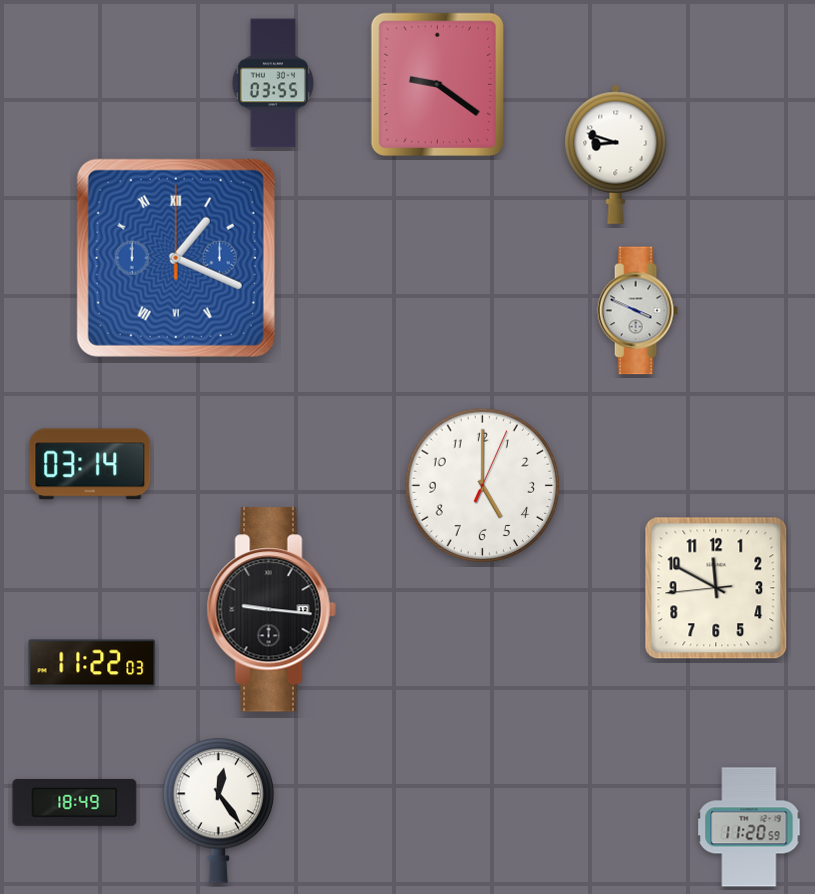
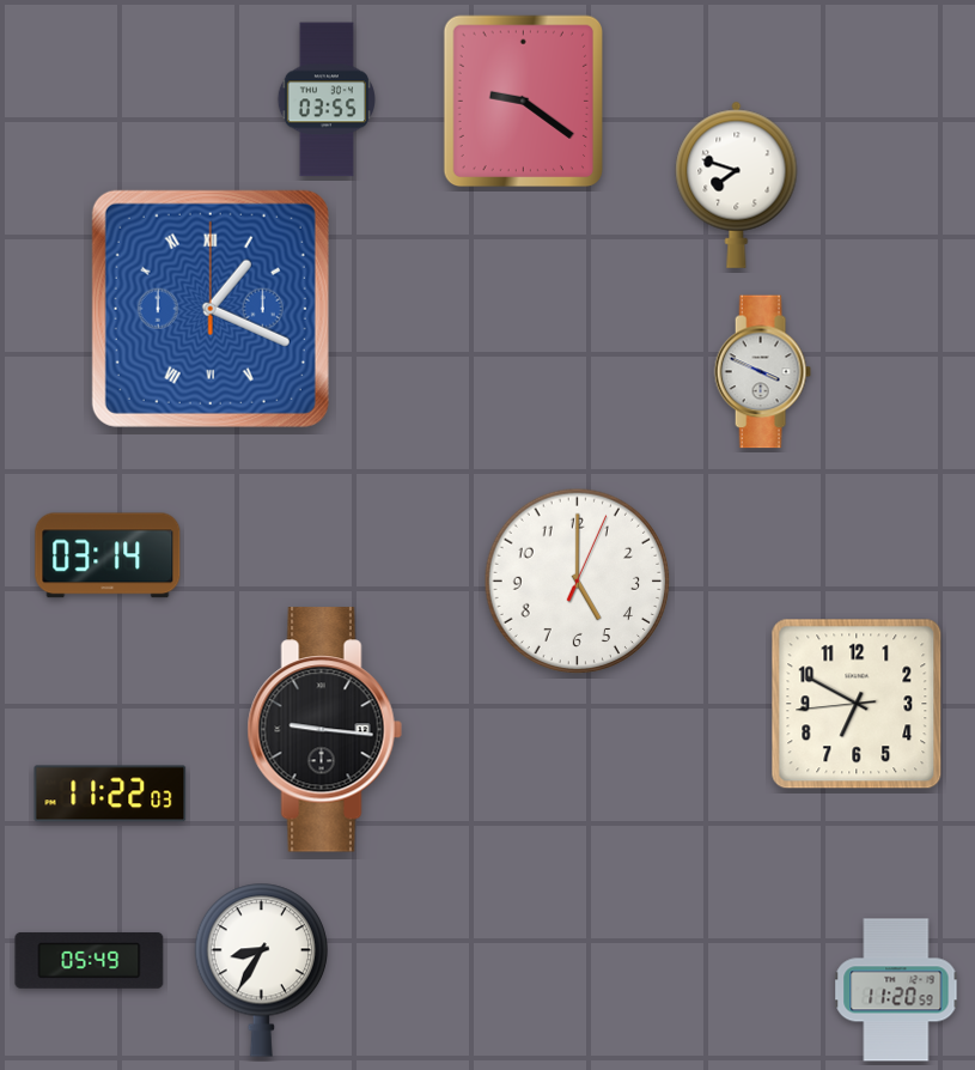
clock at (616, 154): 8:48 -> 7:48
clock at (716, 588): 11:49 -> 6:49
clock at (75, 802): 18:49 -> 05:49
clock at (219, 810): 12:24 -> 8:35
